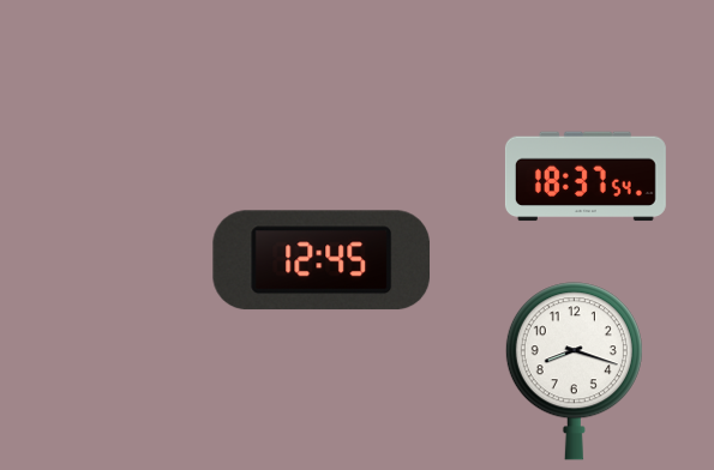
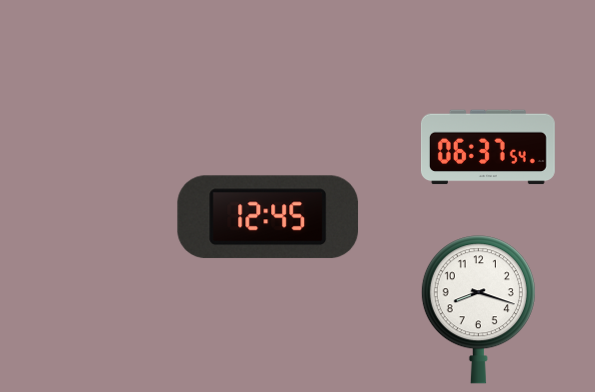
clock at (586, 176): 18:37 -> 06:37
